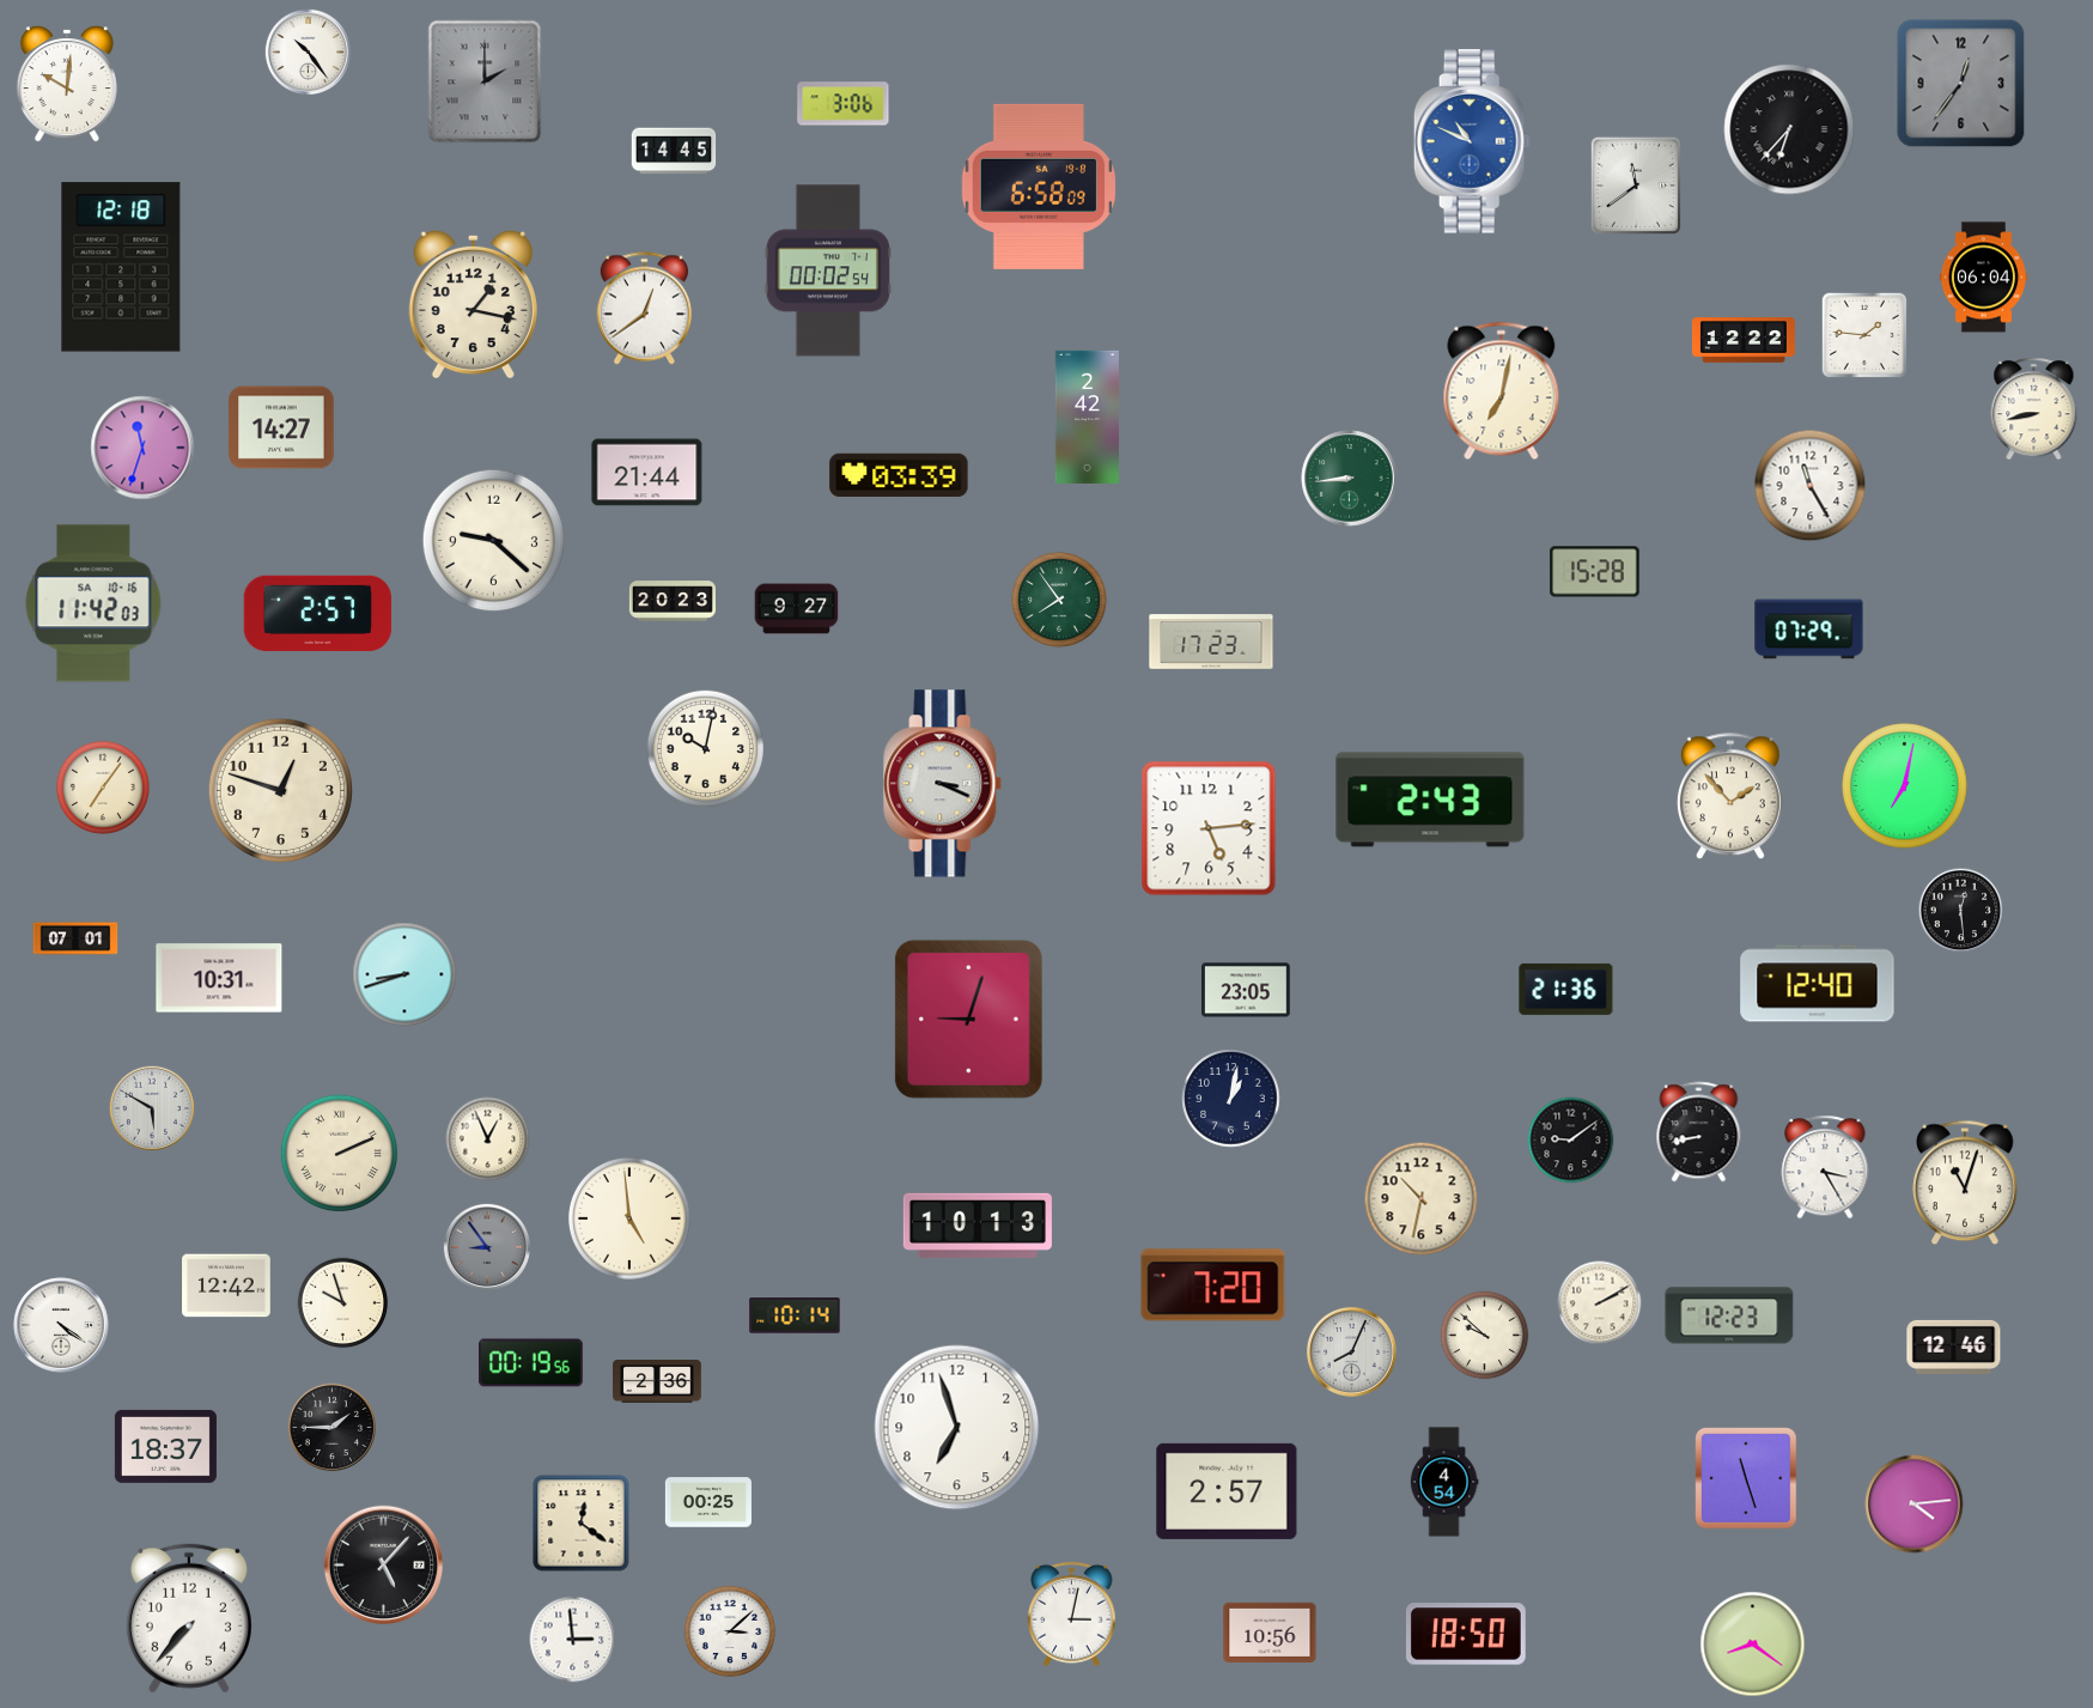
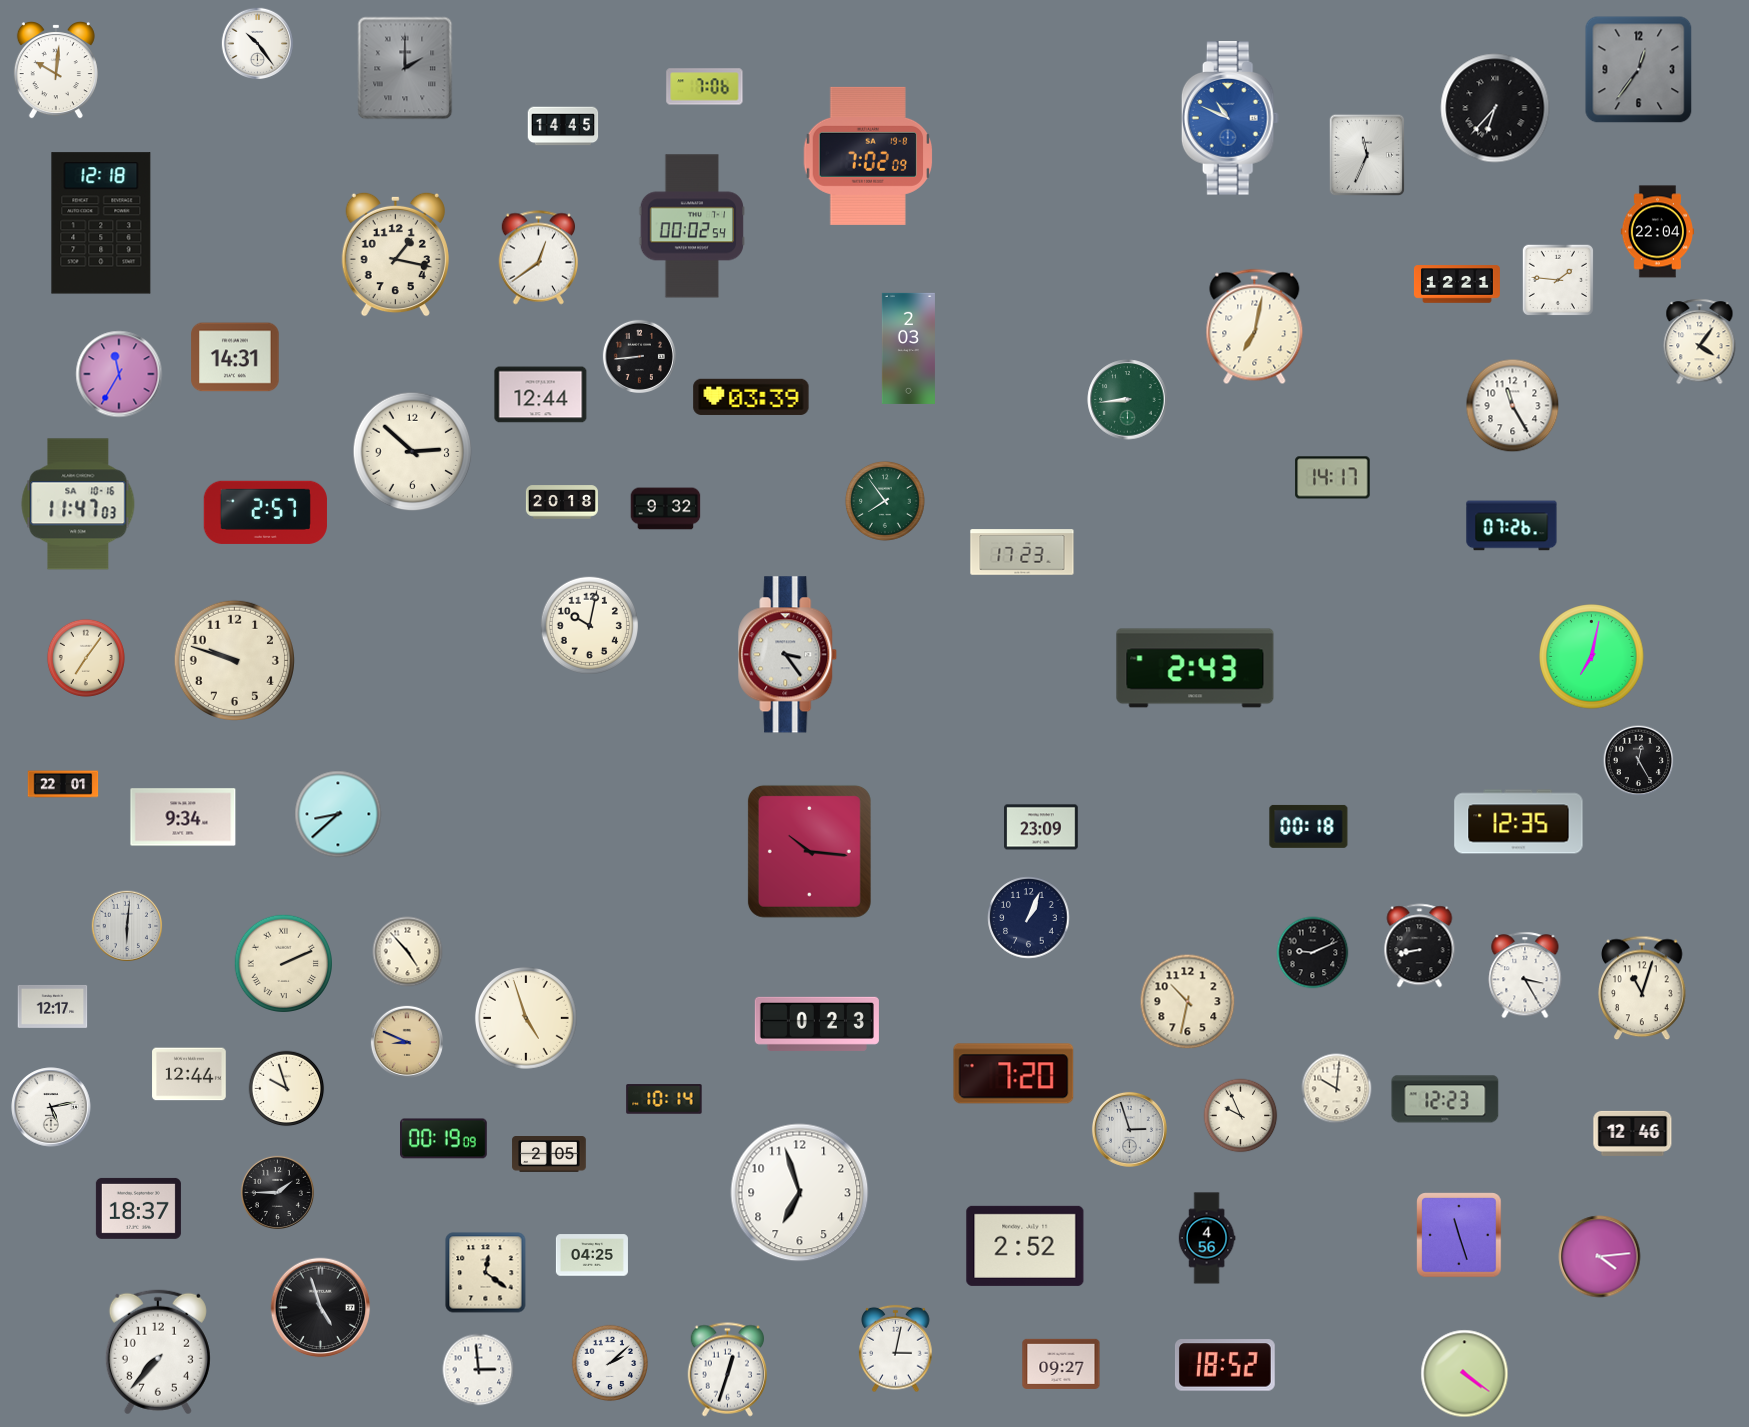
clock at (844, 104): 3:06 -> 7:06
clock at (1635, 186): 11:39 -> 11:34
clock at (1039, 187): 6:58 -> 7:02
clock at (1983, 278): 06:04 -> 22:04
clock at (1744, 340): 12:22 -> 12:21
clock at (2034, 409): 8:43 -> 4:06
clock at (1087, 417): 2:42 -> 2:03
clock at (639, 356): none -> 8:44
clock at (281, 427): 14:27 -> 14:31
clock at (142, 448): 11:33 -> 11:35
clock at (647, 473): 21:44 -> 12:44
clock at (494, 541): 9:22 -> 2:52
clock at (1595, 572): 15:28 -> 14:17
clock at (673, 601): 20:23 -> 20:18
clock at (93, 603): 11:42 -> 11:47
clock at (797, 609): 9:27 -> 9:32
clock at (1809, 630): 07:29 -> 07:26
clock at (1211, 642) position: (1211, 642) -> (1022, 552)
clock at (943, 784): 3:19 -> 3:24
clock at (280, 790): 12:48 -> 9:48
clock at (1730, 797): 1:53 -> none
clock at (1209, 828): 5:14 -> none
clock at (1961, 911): 12:29 -> 12:25
clock at (75, 938): 07:01 -> 22:01
clock at (404, 974): 8:42 -> 8:38
clock at (219, 978): 10:31 -> 9:34
clock at (1818, 984): 12:40 -> 12:35
clock at (1566, 989): 21:36 -> 00:18
clock at (1246, 990): 23:05 -> 23:09
clock at (968, 1019): 9:03 -> 10:16
clock at (1231, 1099): 1:02 -> 1:04
clock at (152, 1108): 5:50 -> 6:01
clock at (488, 1139): 12:56 -> 4:53
clock at (1571, 1141): 9:09 -> 9:11
clock at (53, 1006): none -> 12:17
clock at (629, 1218): 4:59 -> 4:57
clock at (978, 1226): 10:13 -> 0:23
clock at (487, 1247): 8:54 -> 8:49
clock at (487, 1247) dial: grey -> champagne
clock at (226, 1285): 12:42 -> 12:44
clock at (1600, 1303): 2:10 -> 10:01
clock at (61, 1325): 4:21 -> 5:13
clock at (1485, 1336): 9:52 -> 9:56
clock at (1954, 1347) position: (1954, 1347) -> (1633, 1133)
clock at (1351, 1351): 8:04 -> 2:57
clock at (531, 1363): 00:19:56 -> 00:19:09
clock at (657, 1382): 2:36 -> 2:05
clock at (1444, 1482): 4:54 -> 4:56
clock at (1227, 1491): 2:57 -> 2:52
clock at (708, 1502): 00:25 -> 04:25
clock at (384, 1566): 5:07 -> 4:57
clock at (730, 1631): 3:08 -> 2:08
clock at (1270, 1633): 10:56 -> 09:27
clock at (1466, 1634): 18:50 -> 18:52
clock at (727, 1370): none -> 12:33
clock at (1753, 1645): 8:21 -> 4:21
